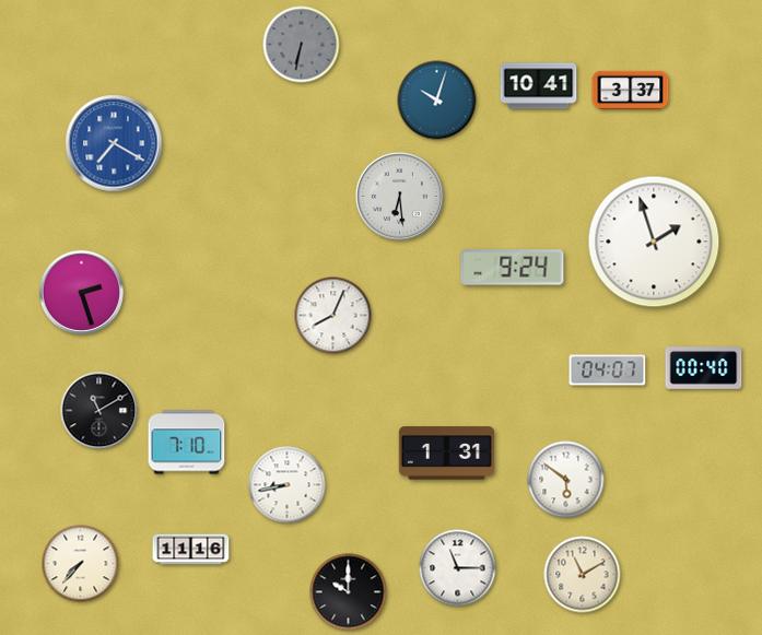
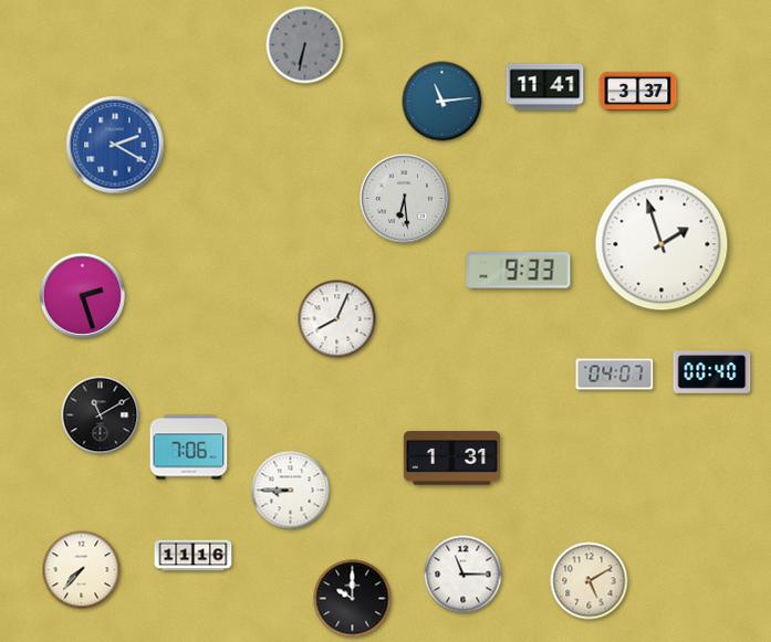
clock at (539, 86): 10:41 -> 11:41
clock at (437, 101): 10:03 -> 11:14
clock at (114, 143): 7:20 -> 2:20
clock at (513, 268): 9:24 -> 9:33
clock at (187, 443): 7:10 -> 7:06
clock at (566, 480): 5:51 -> none
clock at (288, 485): 8:43 -> 8:45
clock at (583, 575): 11:10 -> 5:10
